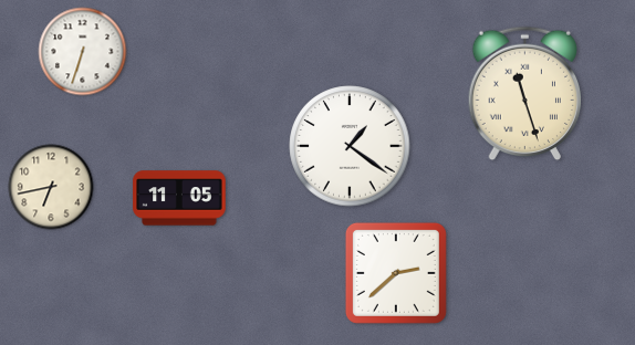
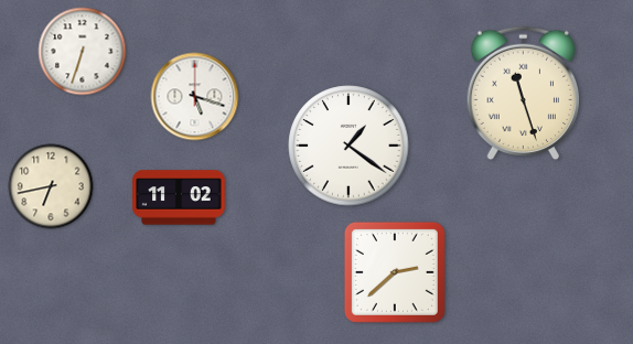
clock at (195, 97): none -> 5:18
clock at (179, 198): 11:05 -> 11:02
